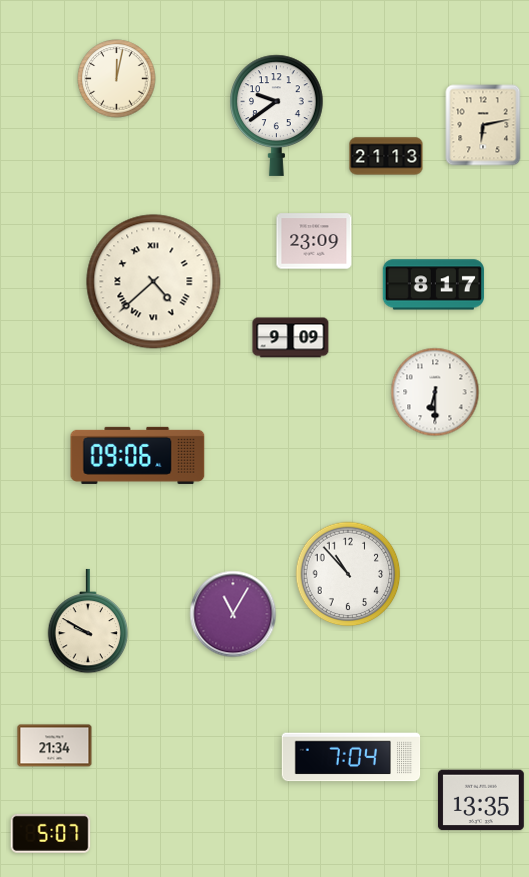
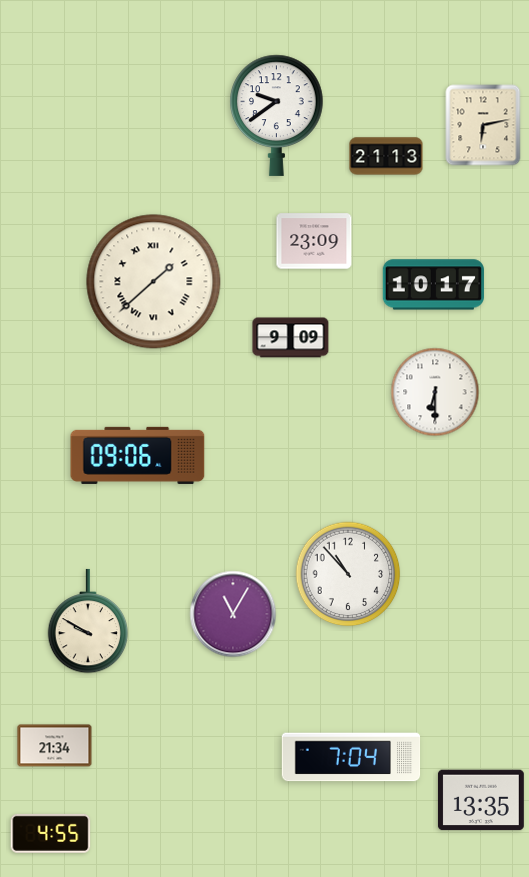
clock at (117, 79): 12:02 -> none
clock at (154, 282): 4:38 -> 1:38
clock at (433, 285): 8:17 -> 10:17
clock at (51, 833): 5:07 -> 4:55
